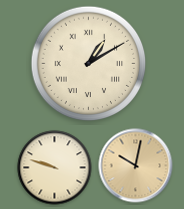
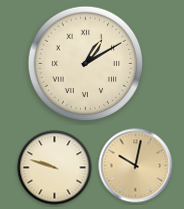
clock at (89, 64) position: (89, 64) -> (86, 64)
